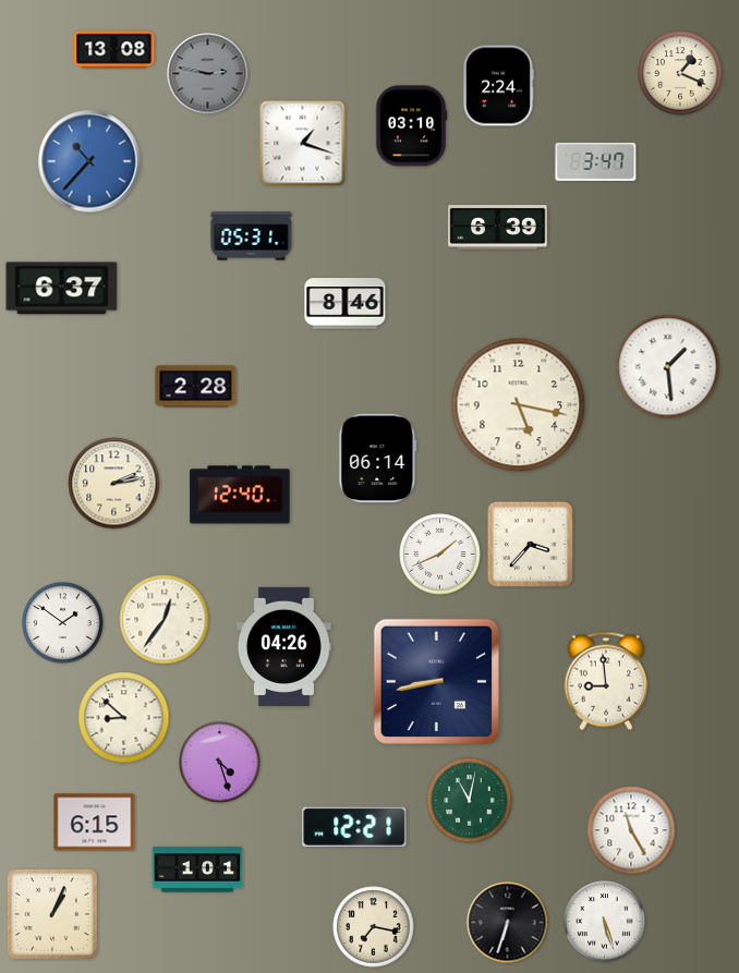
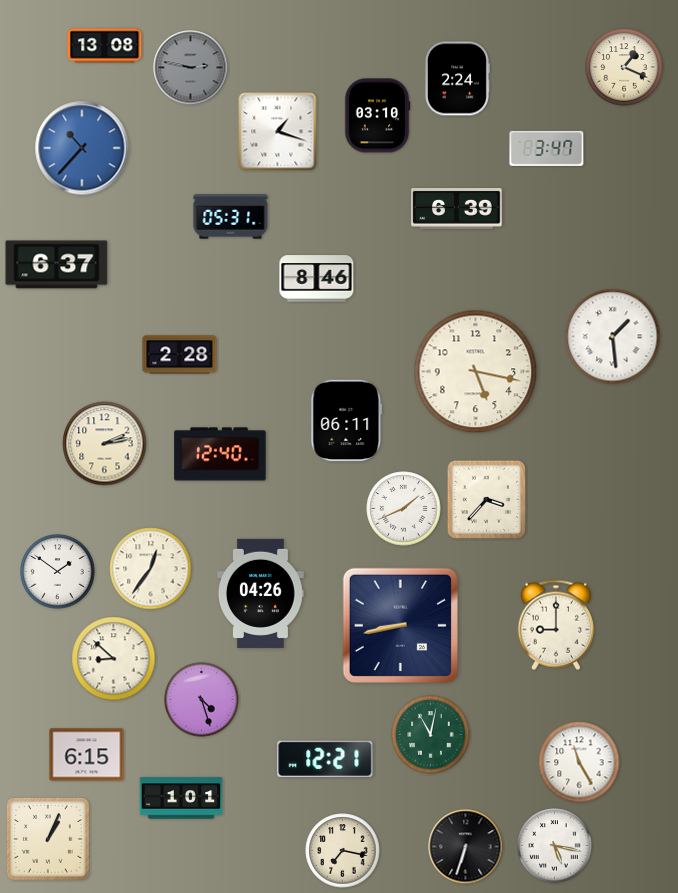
clock at (378, 459): 06:14 -> 06:11
clock at (606, 681): 8:59 -> 9:00
clock at (605, 922): 5:27 -> 5:17
